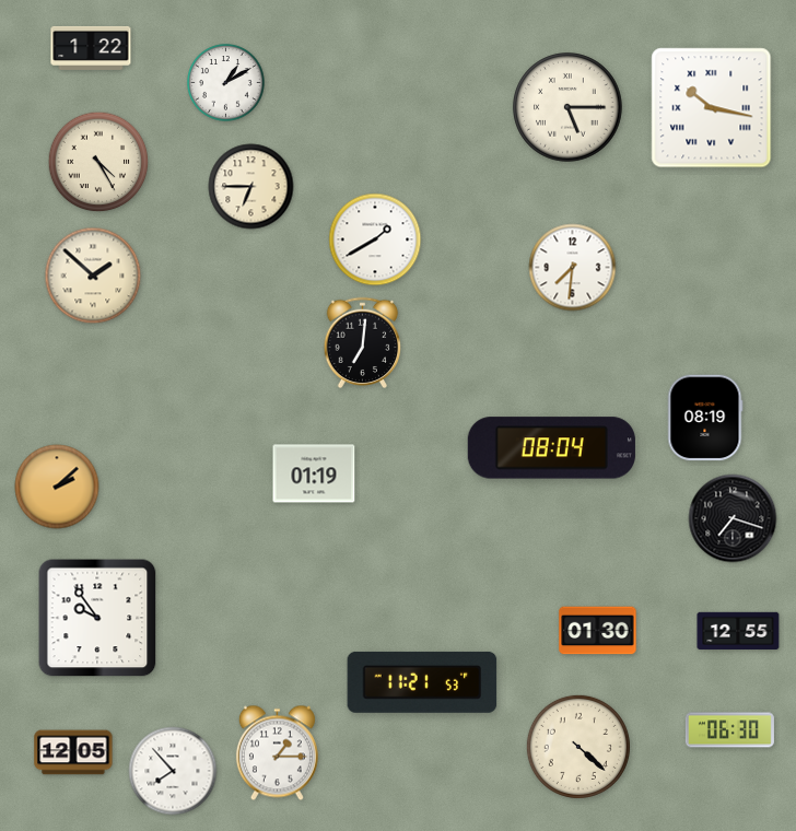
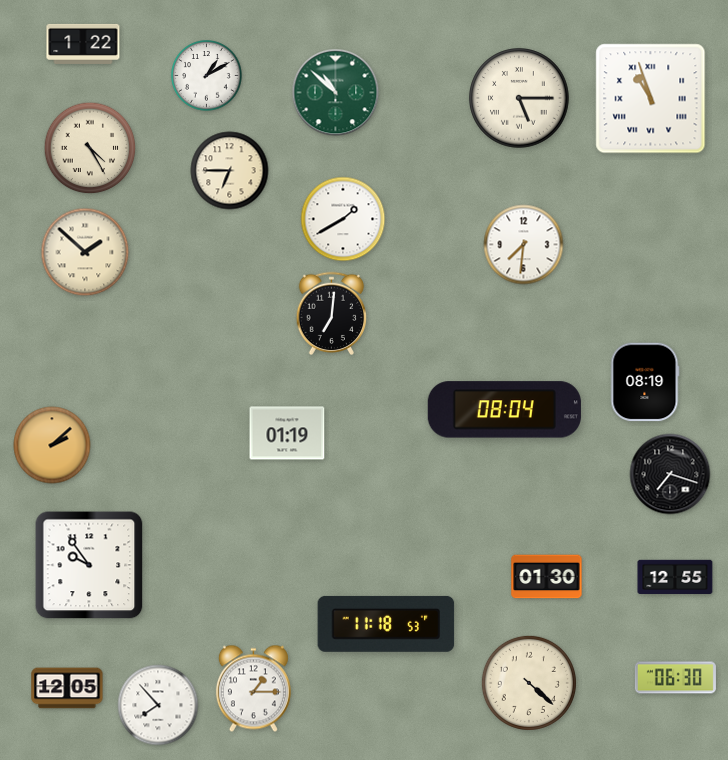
clock at (336, 93): none -> 10:52
clock at (712, 108): 10:17 -> 10:57
clock at (422, 682): 11:21 -> 11:18
clock at (729, 730) position: (729, 730) -> (675, 678)
